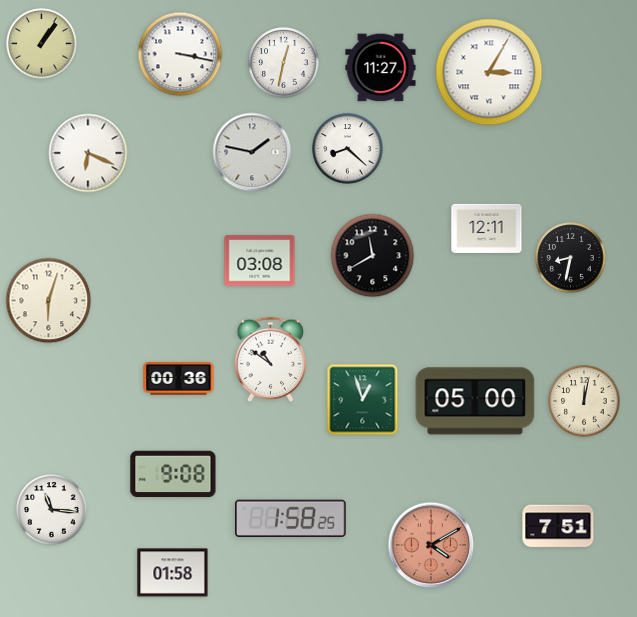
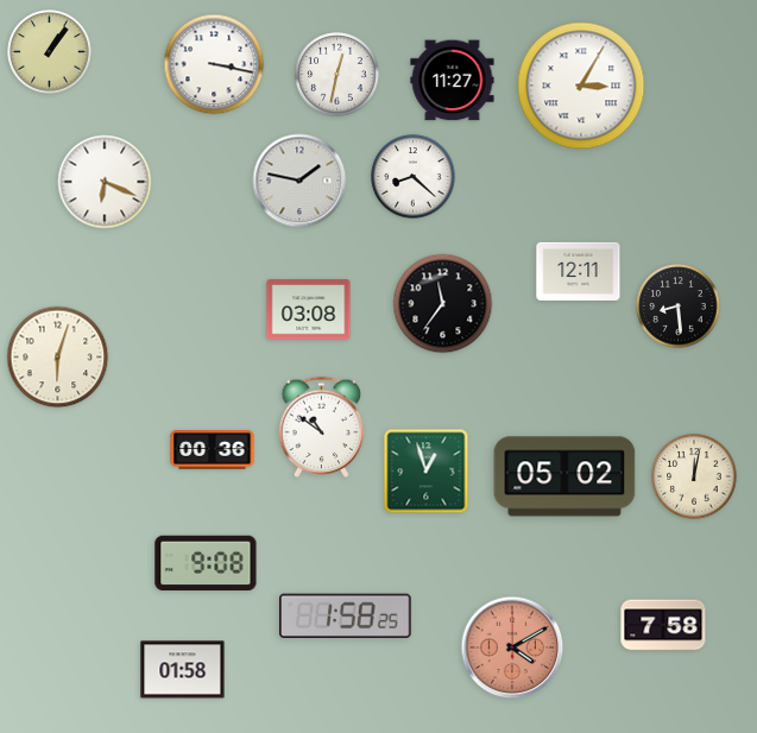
clock at (373, 256): 11:40 -> 11:36
clock at (571, 258): 8:32 -> 8:29
clock at (363, 400) position: (363, 400) -> (427, 472)
clock at (475, 401): 05:00 -> 05:02
clock at (52, 510): 11:16 -> none
clock at (558, 526): 7:51 -> 7:58
clock at (173, 573) position: (173, 573) -> (183, 670)
